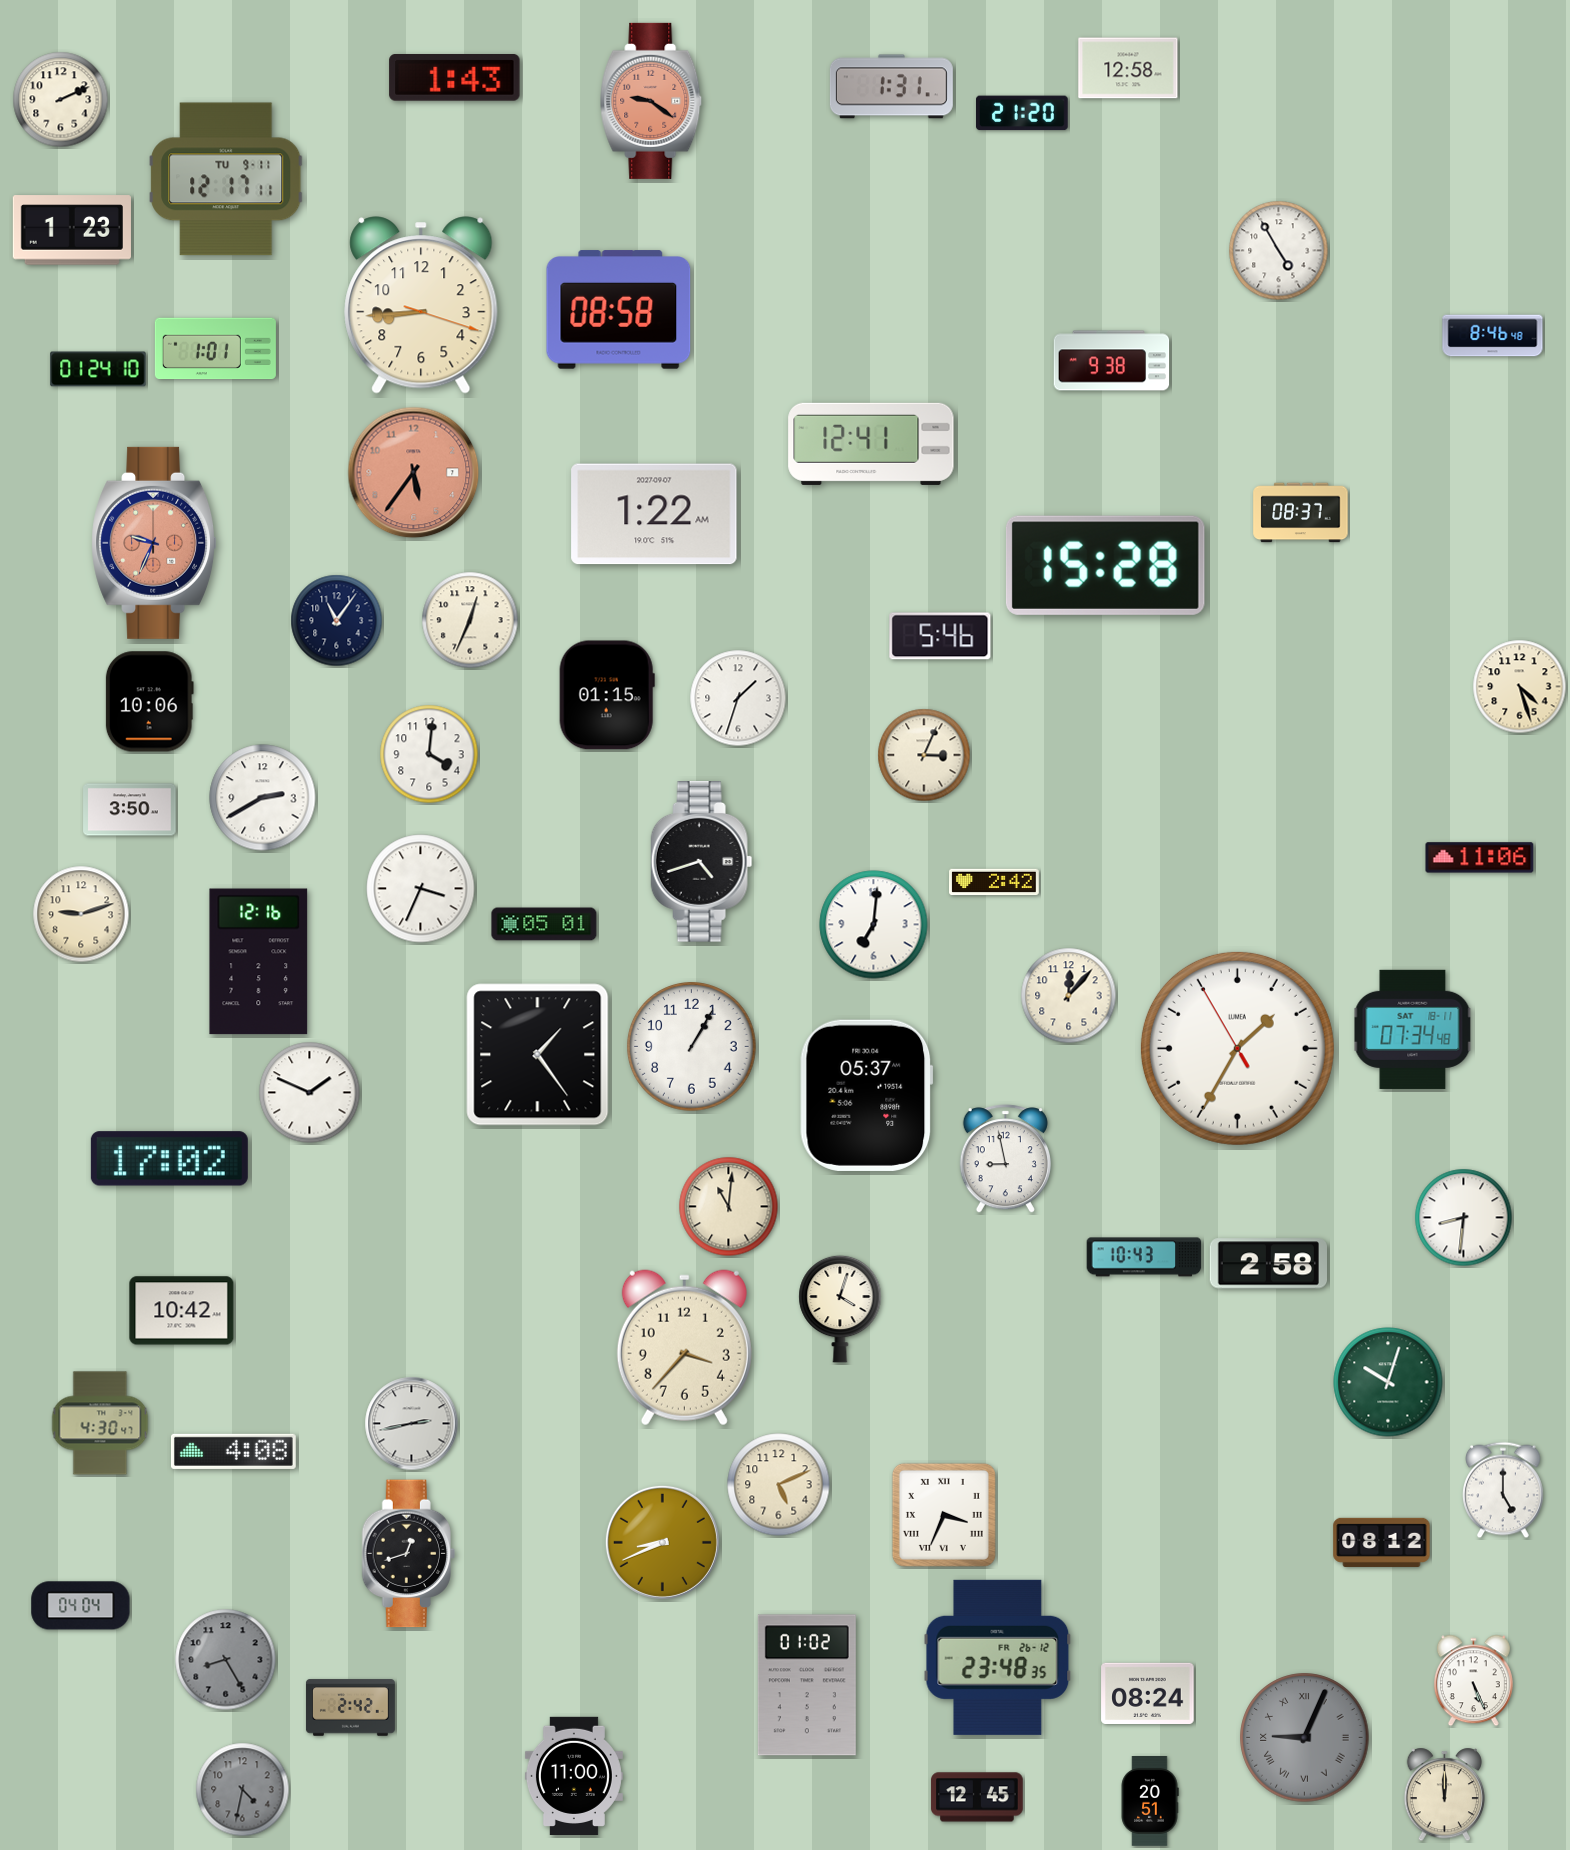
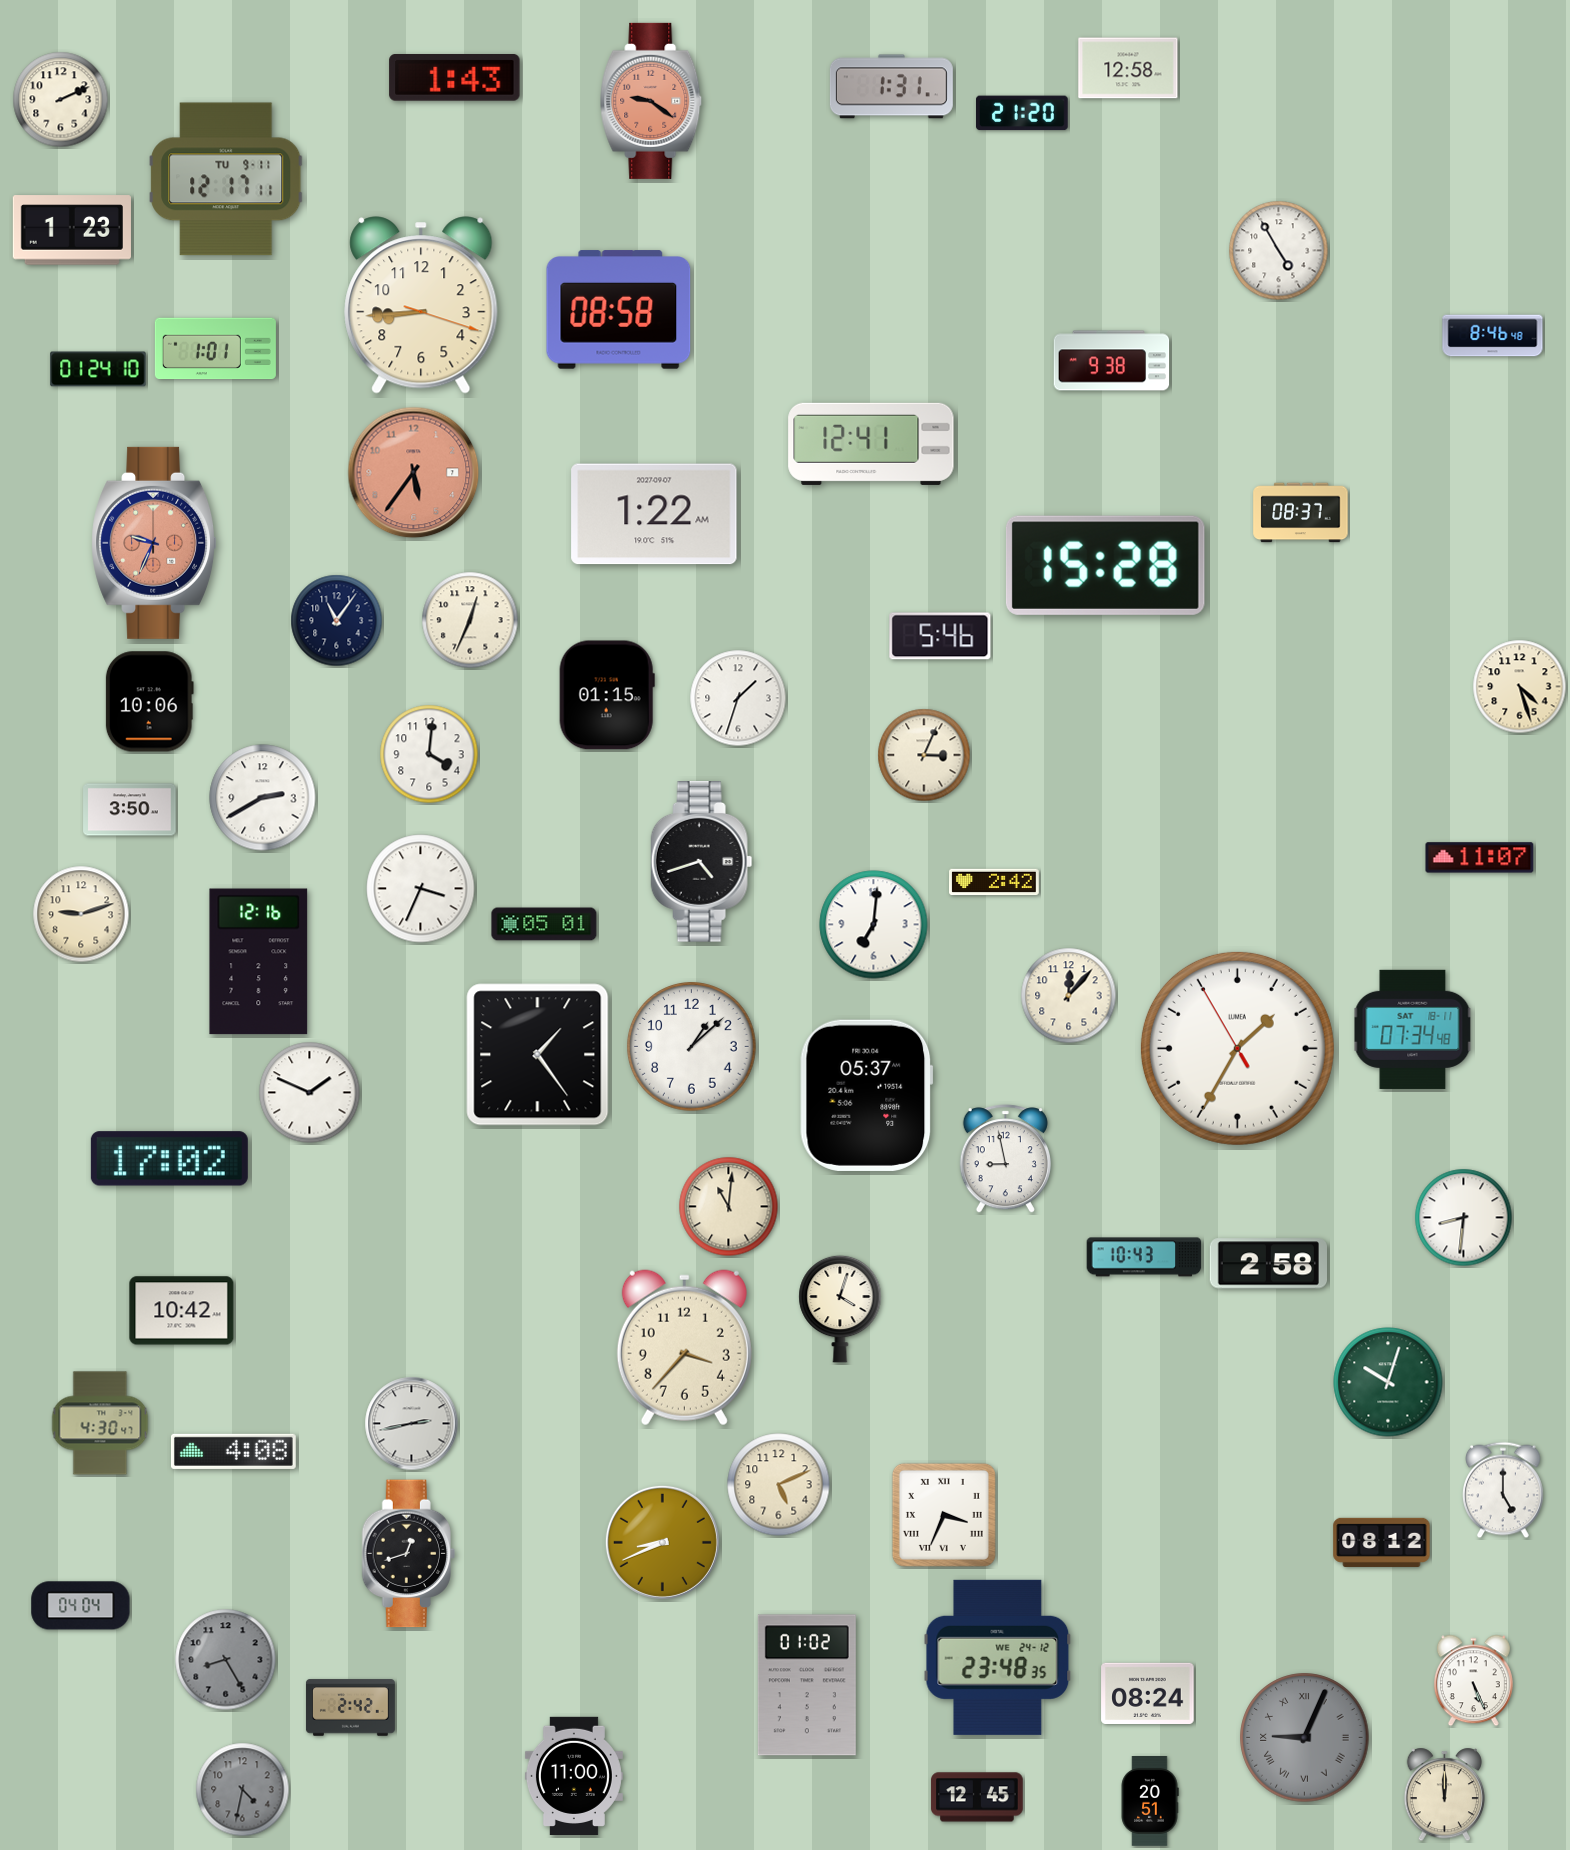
clock at (1480, 858): 11:06 -> 11:07
clock at (692, 1047): 1:05 -> 1:08
clock at (998, 1657) date: FR 26-12 -> WE 24-12
